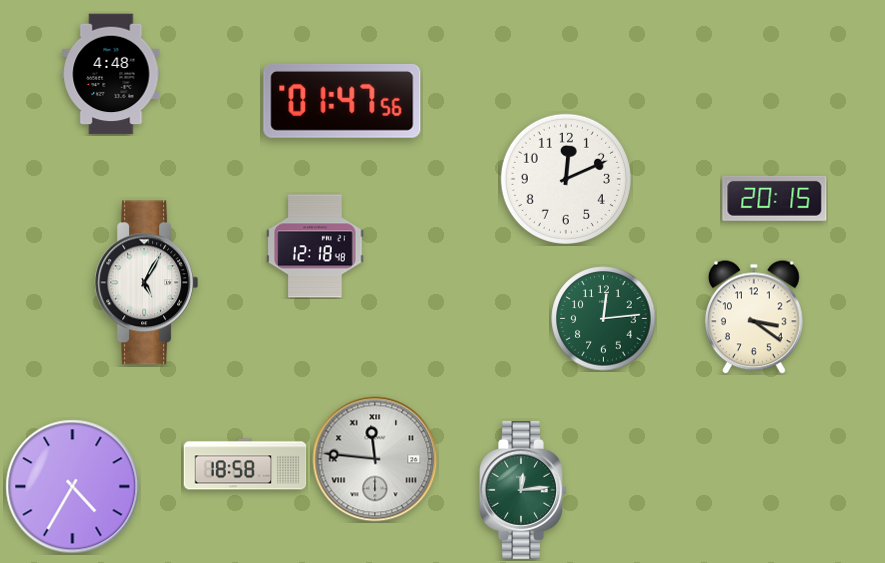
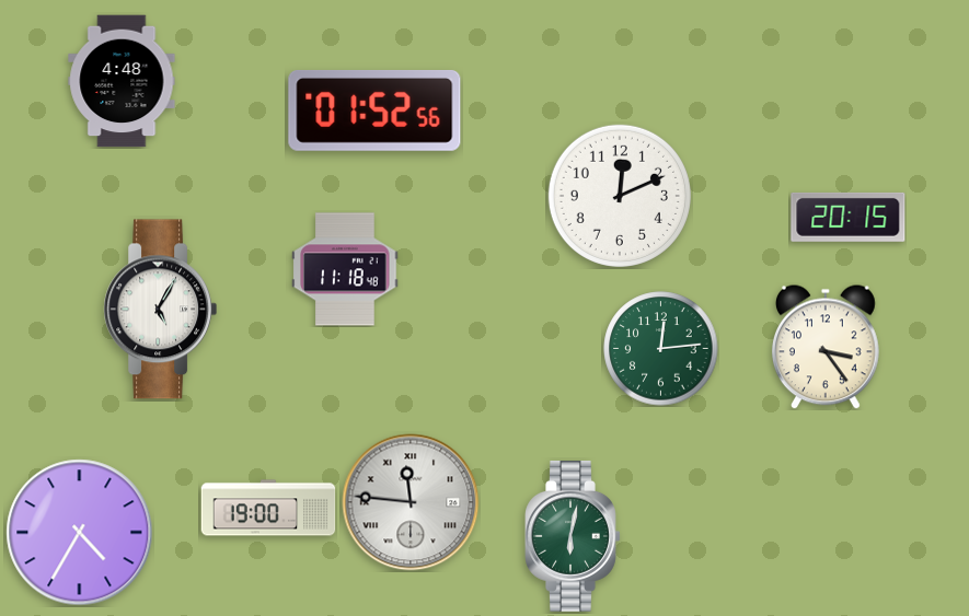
clock at (342, 101): 01:47 -> 01:52
clock at (315, 246): 12:18 -> 11:18
clock at (754, 317): 3:21 -> 3:24
clock at (245, 464): 18:58 -> 19:00
clock at (523, 490): 12:14 -> 6:02
